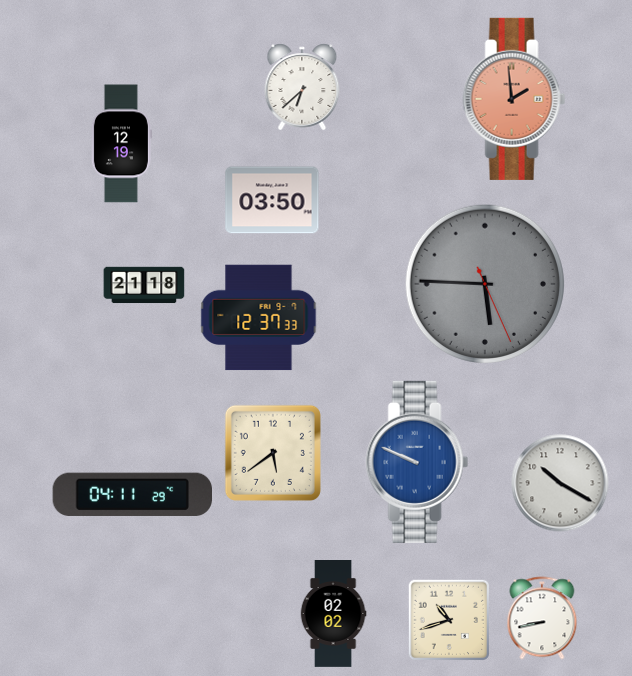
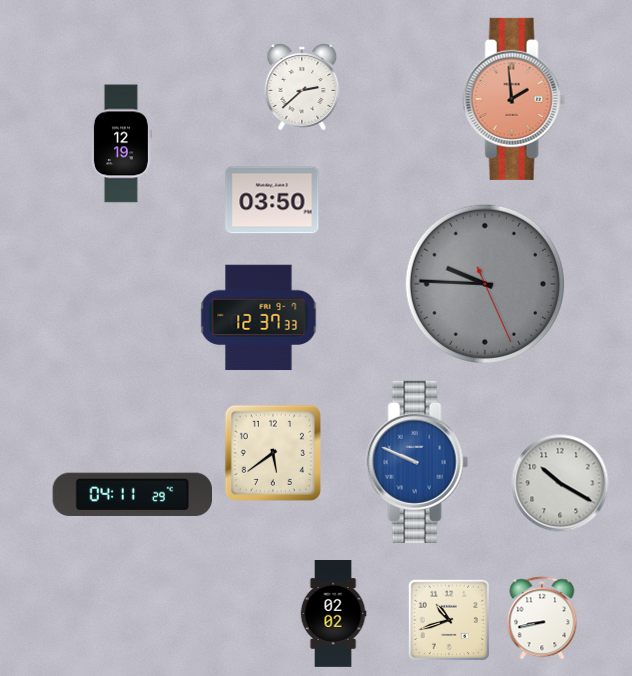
clock at (302, 87): 6:38 -> 2:38
clock at (484, 283): 5:45 -> 9:45
clock at (144, 285): 21:18 -> none
